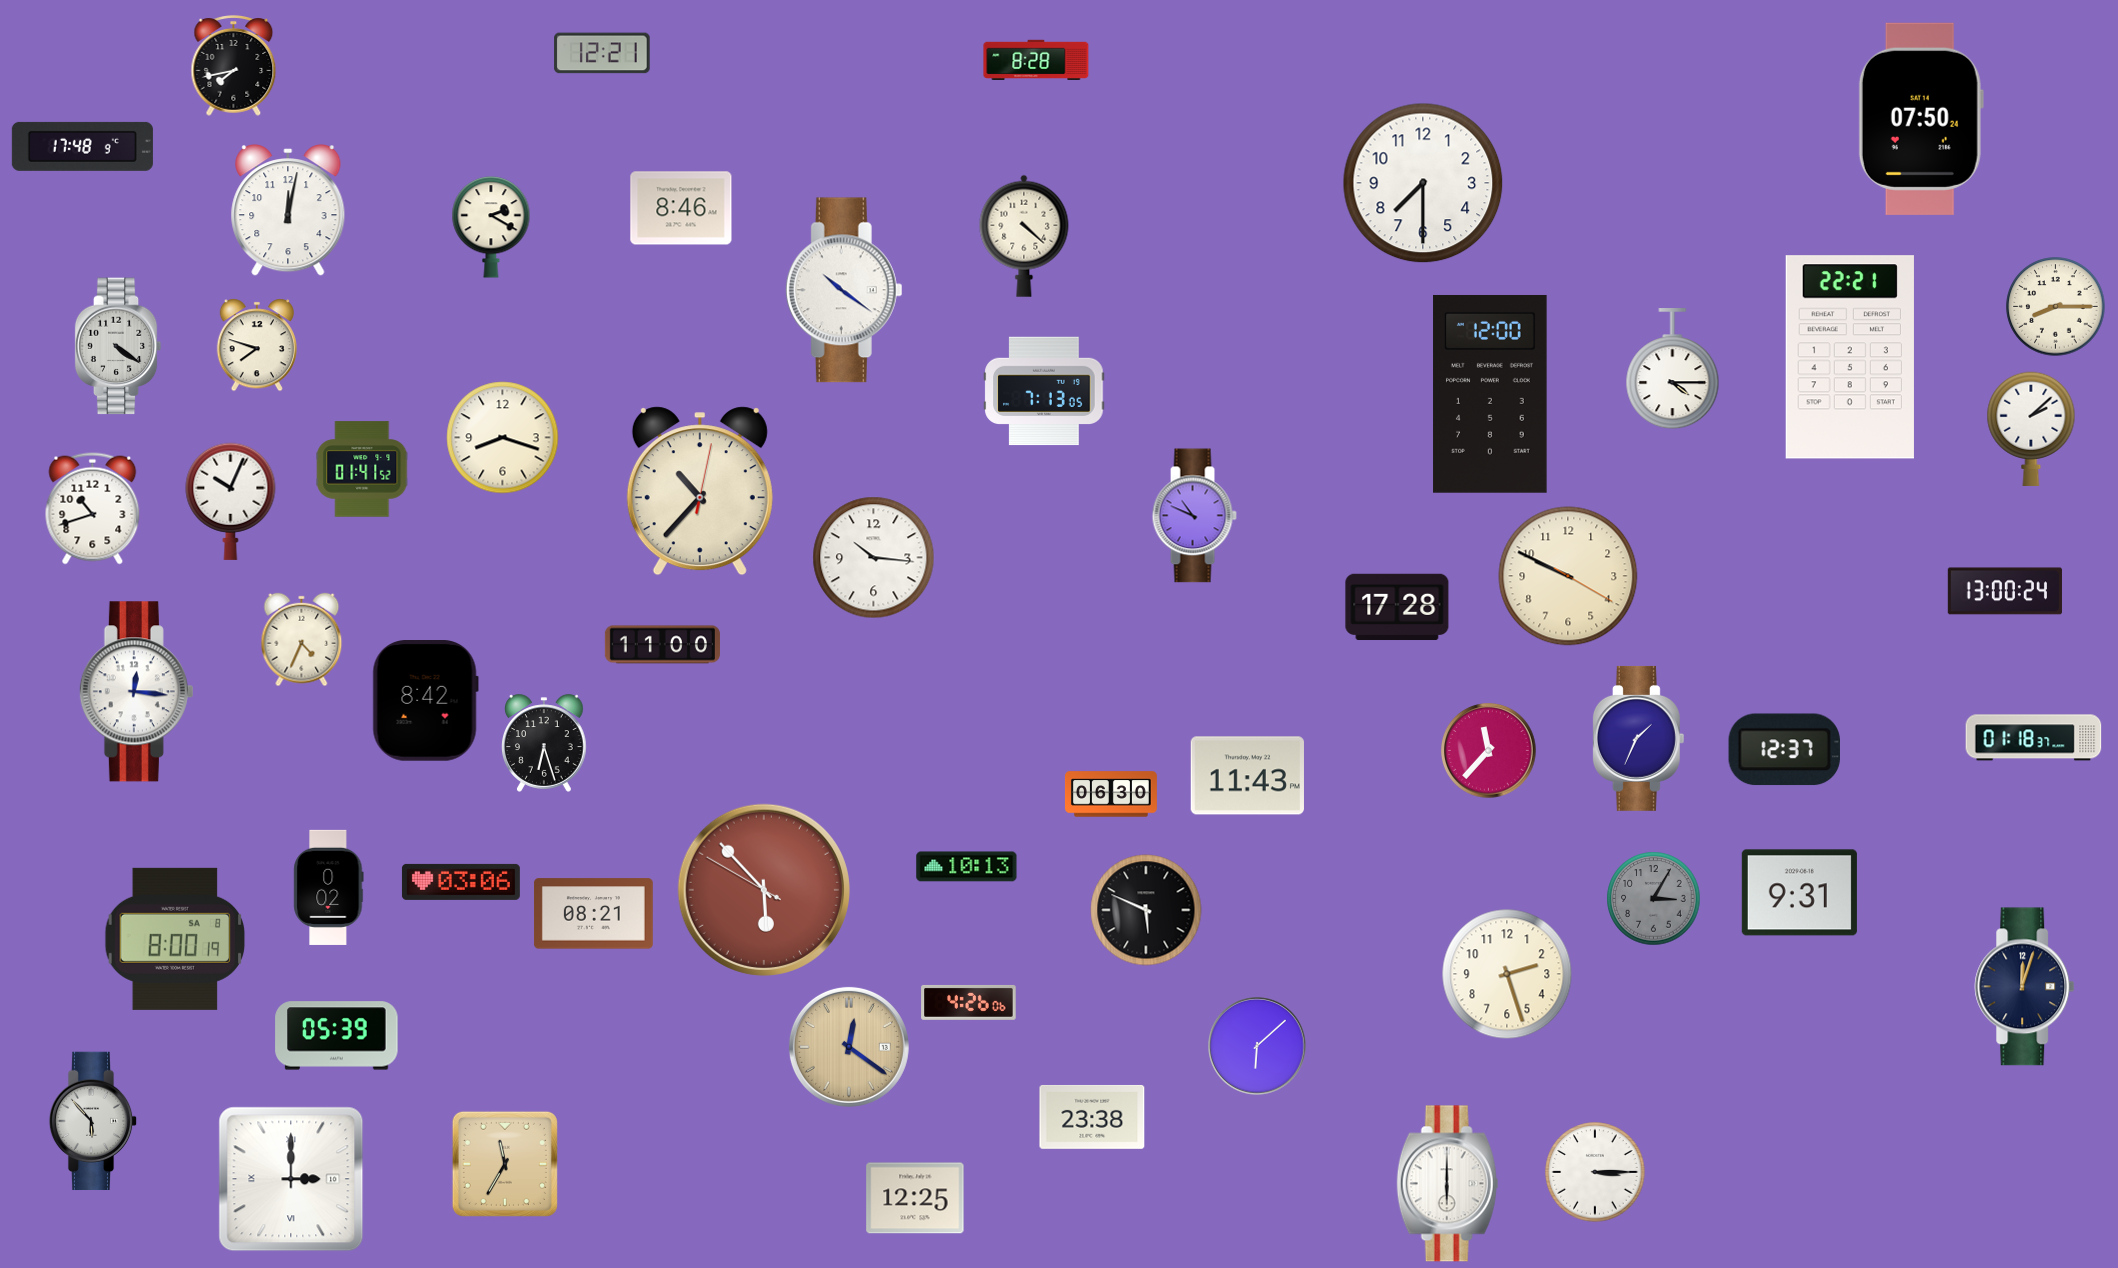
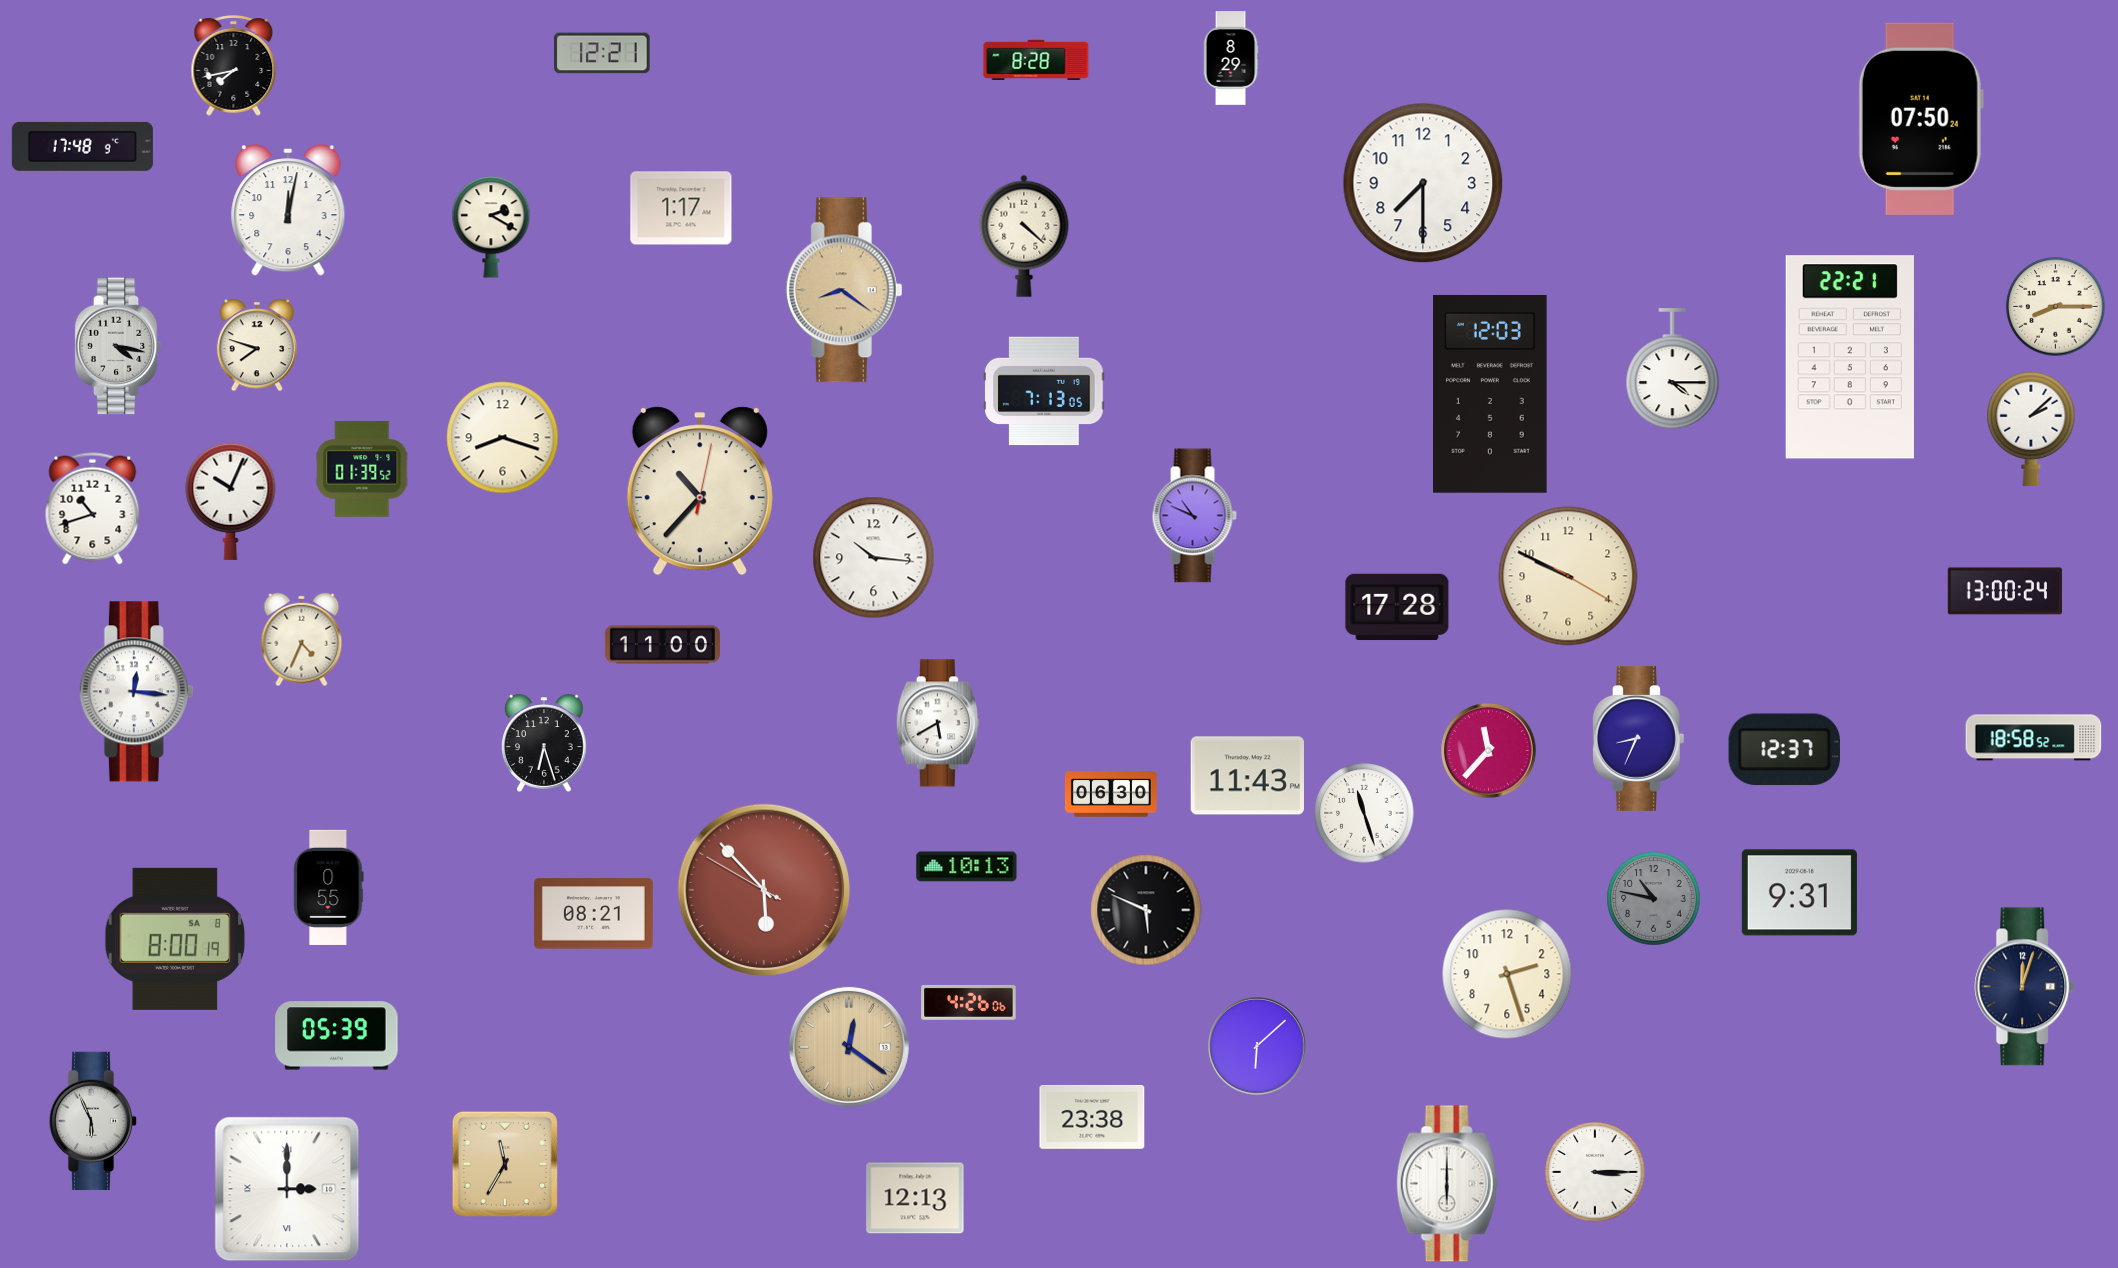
clock at (1231, 58): none -> 8:29
clock at (681, 208): 8:46 -> 1:17
clock at (844, 290): 10:21 -> 8:21
clock at (844, 290) dial: white -> champagne
clock at (118, 346): 4:21 -> 4:17
clock at (1490, 394): 12:00 -> 12:03
clock at (362, 469): 01:41 -> 01:39
clock at (425, 701): 8:42 -> none
clock at (938, 723): none -> 5:40
clock at (1638, 738): 1:34 -> 8:34
clock at (2034, 738): 01:18 -> 18:58
clock at (1364, 813): none -> 11:27
clock at (461, 882): 03:06 -> none
clock at (329, 887): 0:02 -> 0:55
clock at (1654, 899): 3:05 -> 10:47
clock at (93, 1121): 5:53 -> 5:56
clock at (291, 1179) position: (291, 1179) -> (287, 1189)
clock at (915, 1198): 12:25 -> 12:13
